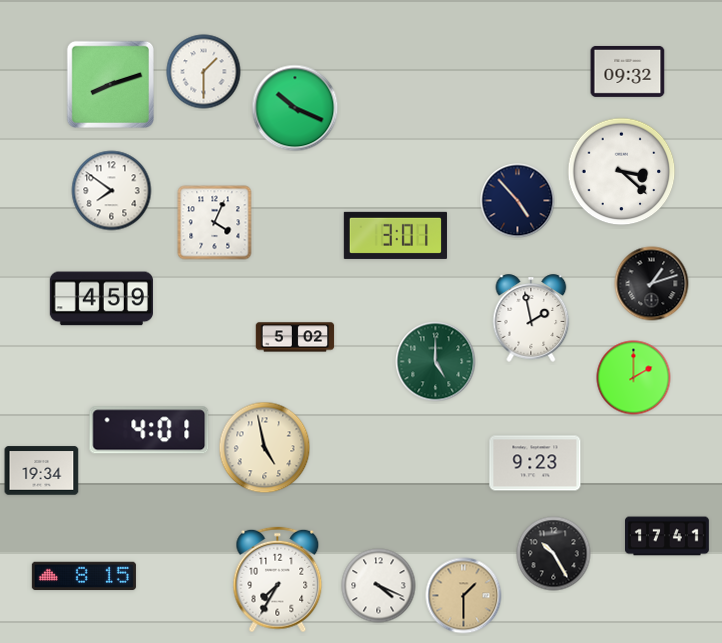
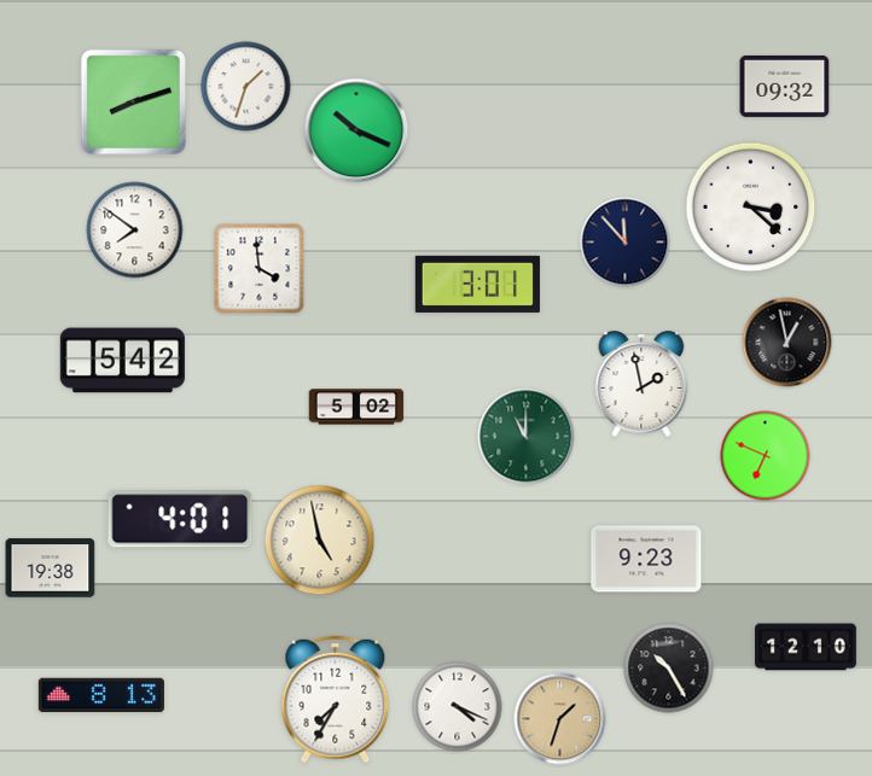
clock at (628, 71) position: (628, 71) -> (785, 86)
clock at (204, 72): 1:30 -> 1:33
clock at (518, 201): 4:53 -> 11:53
clock at (215, 223): 4:04 -> 3:59
clock at (652, 284): 1:12 -> 12:58
clock at (101, 299): 4:59 -> 5:42
clock at (436, 362): 5:00 -> 11:00
clock at (634, 378): 2:00 -> 6:49
clock at (42, 471): 19:34 -> 19:38
clock at (668, 536): 17:41 -> 12:10
clock at (84, 576): 8:15 -> 8:13
clock at (464, 596): 1:30 -> 1:33
